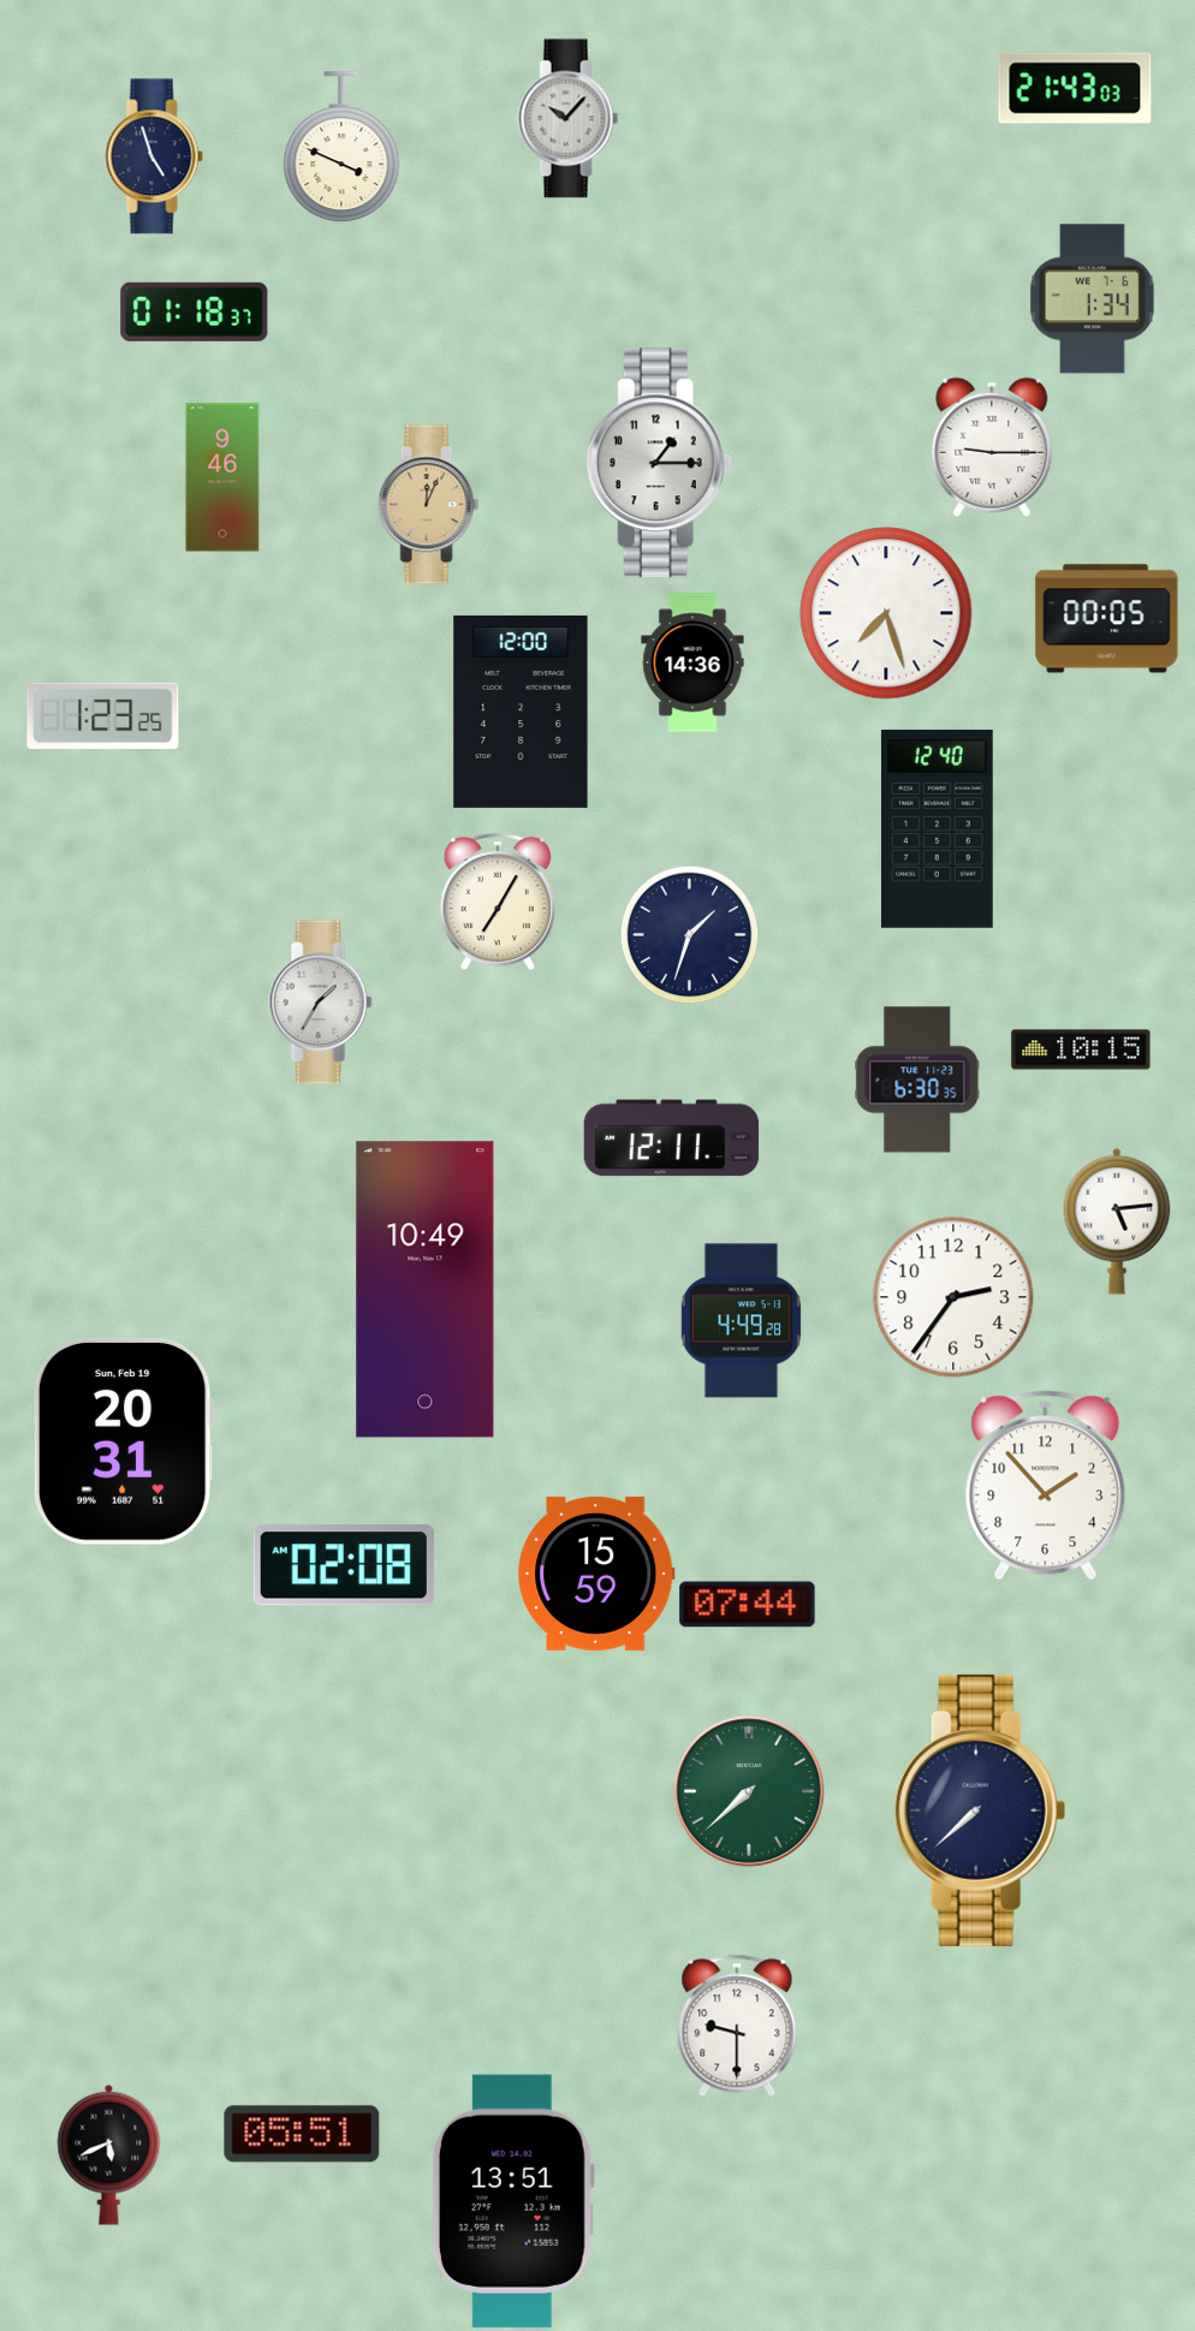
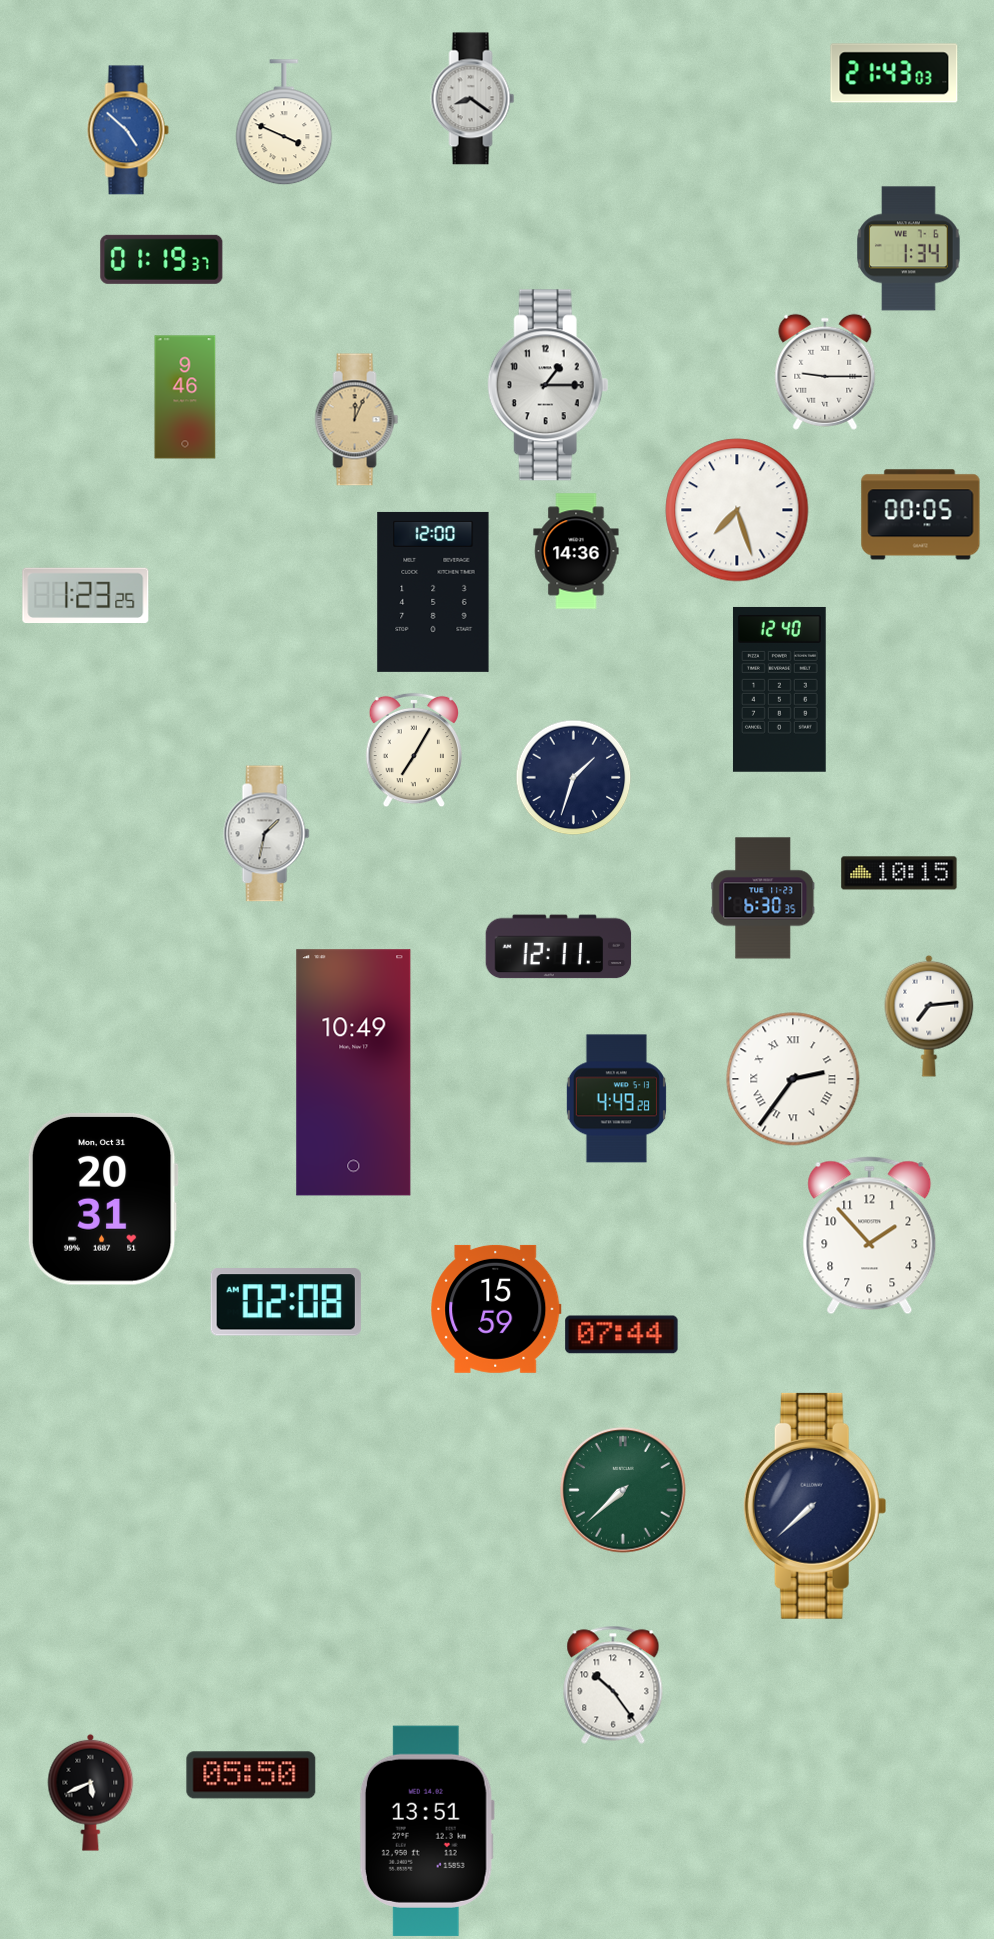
clock at (569, 119): 10:07 -> 8:21
clock at (154, 156): 4:57 -> 4:52
clock at (154, 156) dial: navy -> blue
clock at (195, 311): 01:18 -> 01:19
clock at (321, 1003): 1:35 -> 1:32
clock at (1117, 1221): 5:14 -> 7:14
clock at (953, 1297) numerals: Arabic -> Roman
clock at (124, 1441) date: Sun, Feb 19 -> Mon, Oct 31
clock at (737, 2026): 9:30 -> 10:24
clock at (302, 2134): 05:51 -> 05:50
